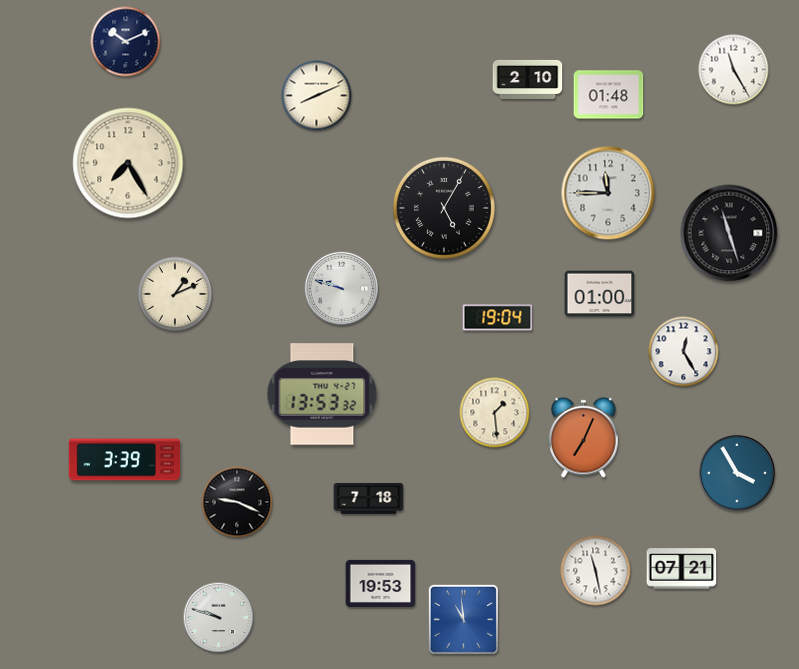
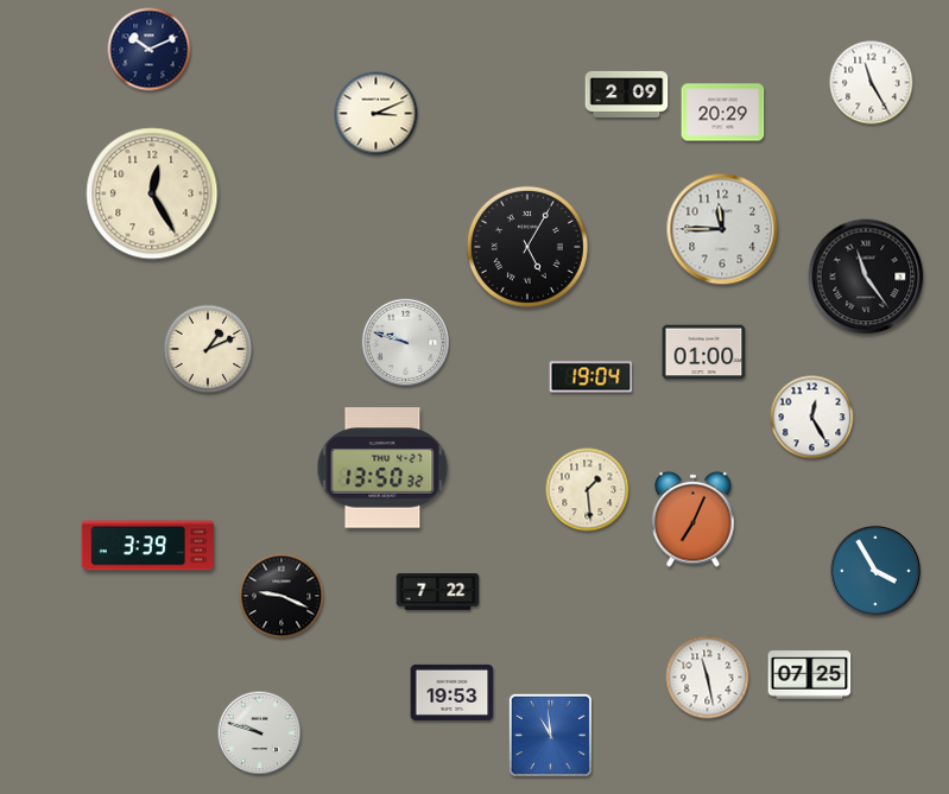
clock at (528, 79): 2:10 -> 2:09
clock at (609, 95): 01:48 -> 20:29
clock at (317, 96): 8:11 -> 3:11
clock at (128, 163): 7:25 -> 12:25
clock at (729, 233): 11:27 -> 11:24
clock at (600, 294) position: (600, 294) -> (704, 352)
clock at (322, 394): 13:53 -> 13:50
clock at (737, 473) position: (737, 473) -> (875, 571)
clock at (369, 498): 7:18 -> 7:22
clock at (682, 569): 07:21 -> 07:25
